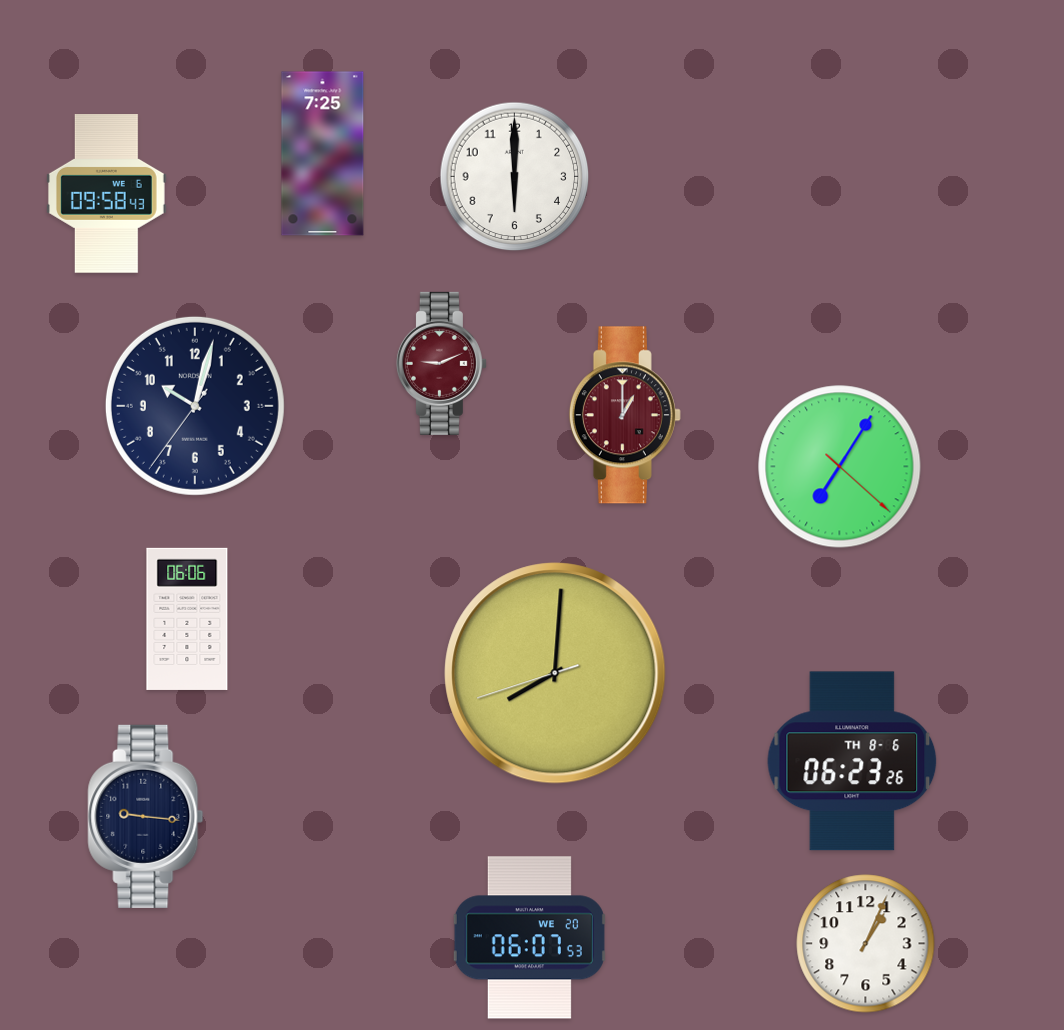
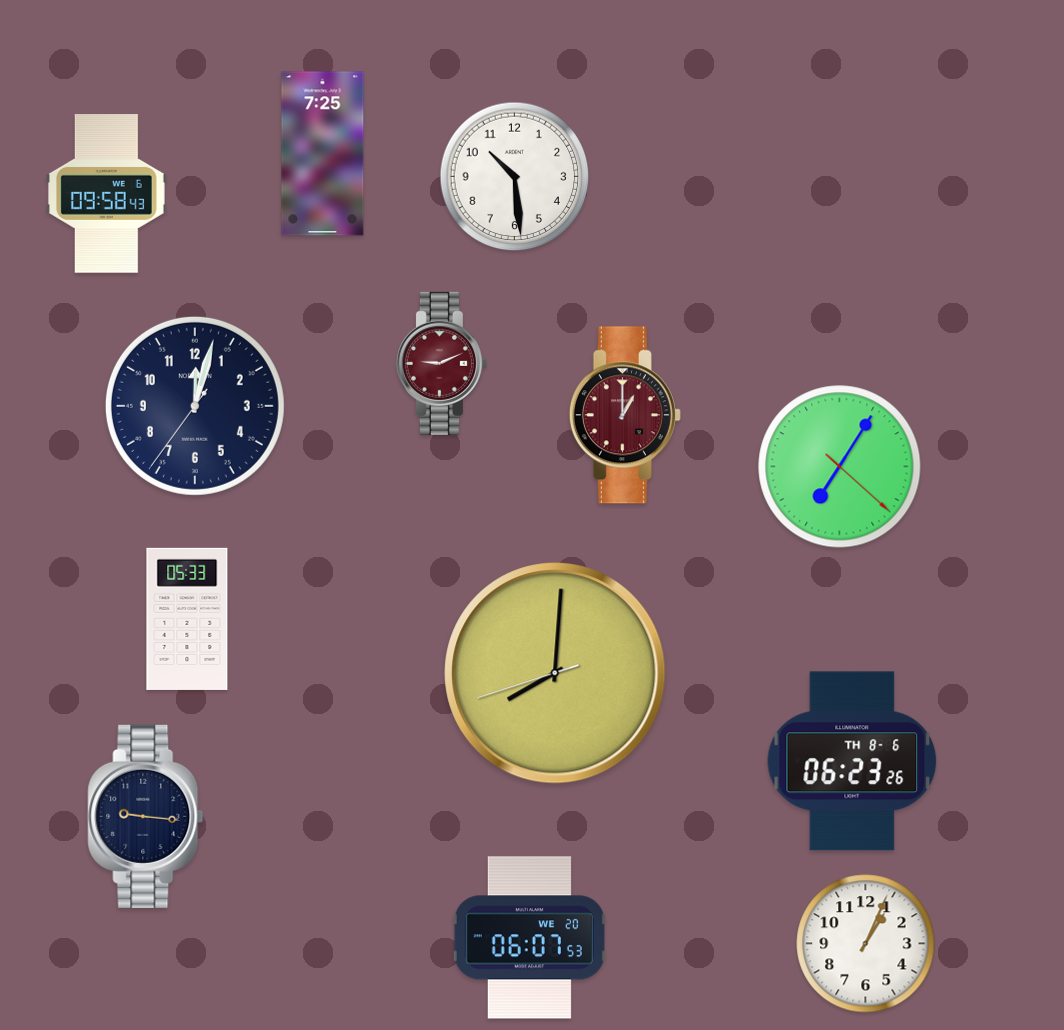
clock at (515, 177): 6:00 -> 10:29
clock at (195, 406): 10:02 -> 12:02
clock at (187, 619): 06:06 -> 05:33
